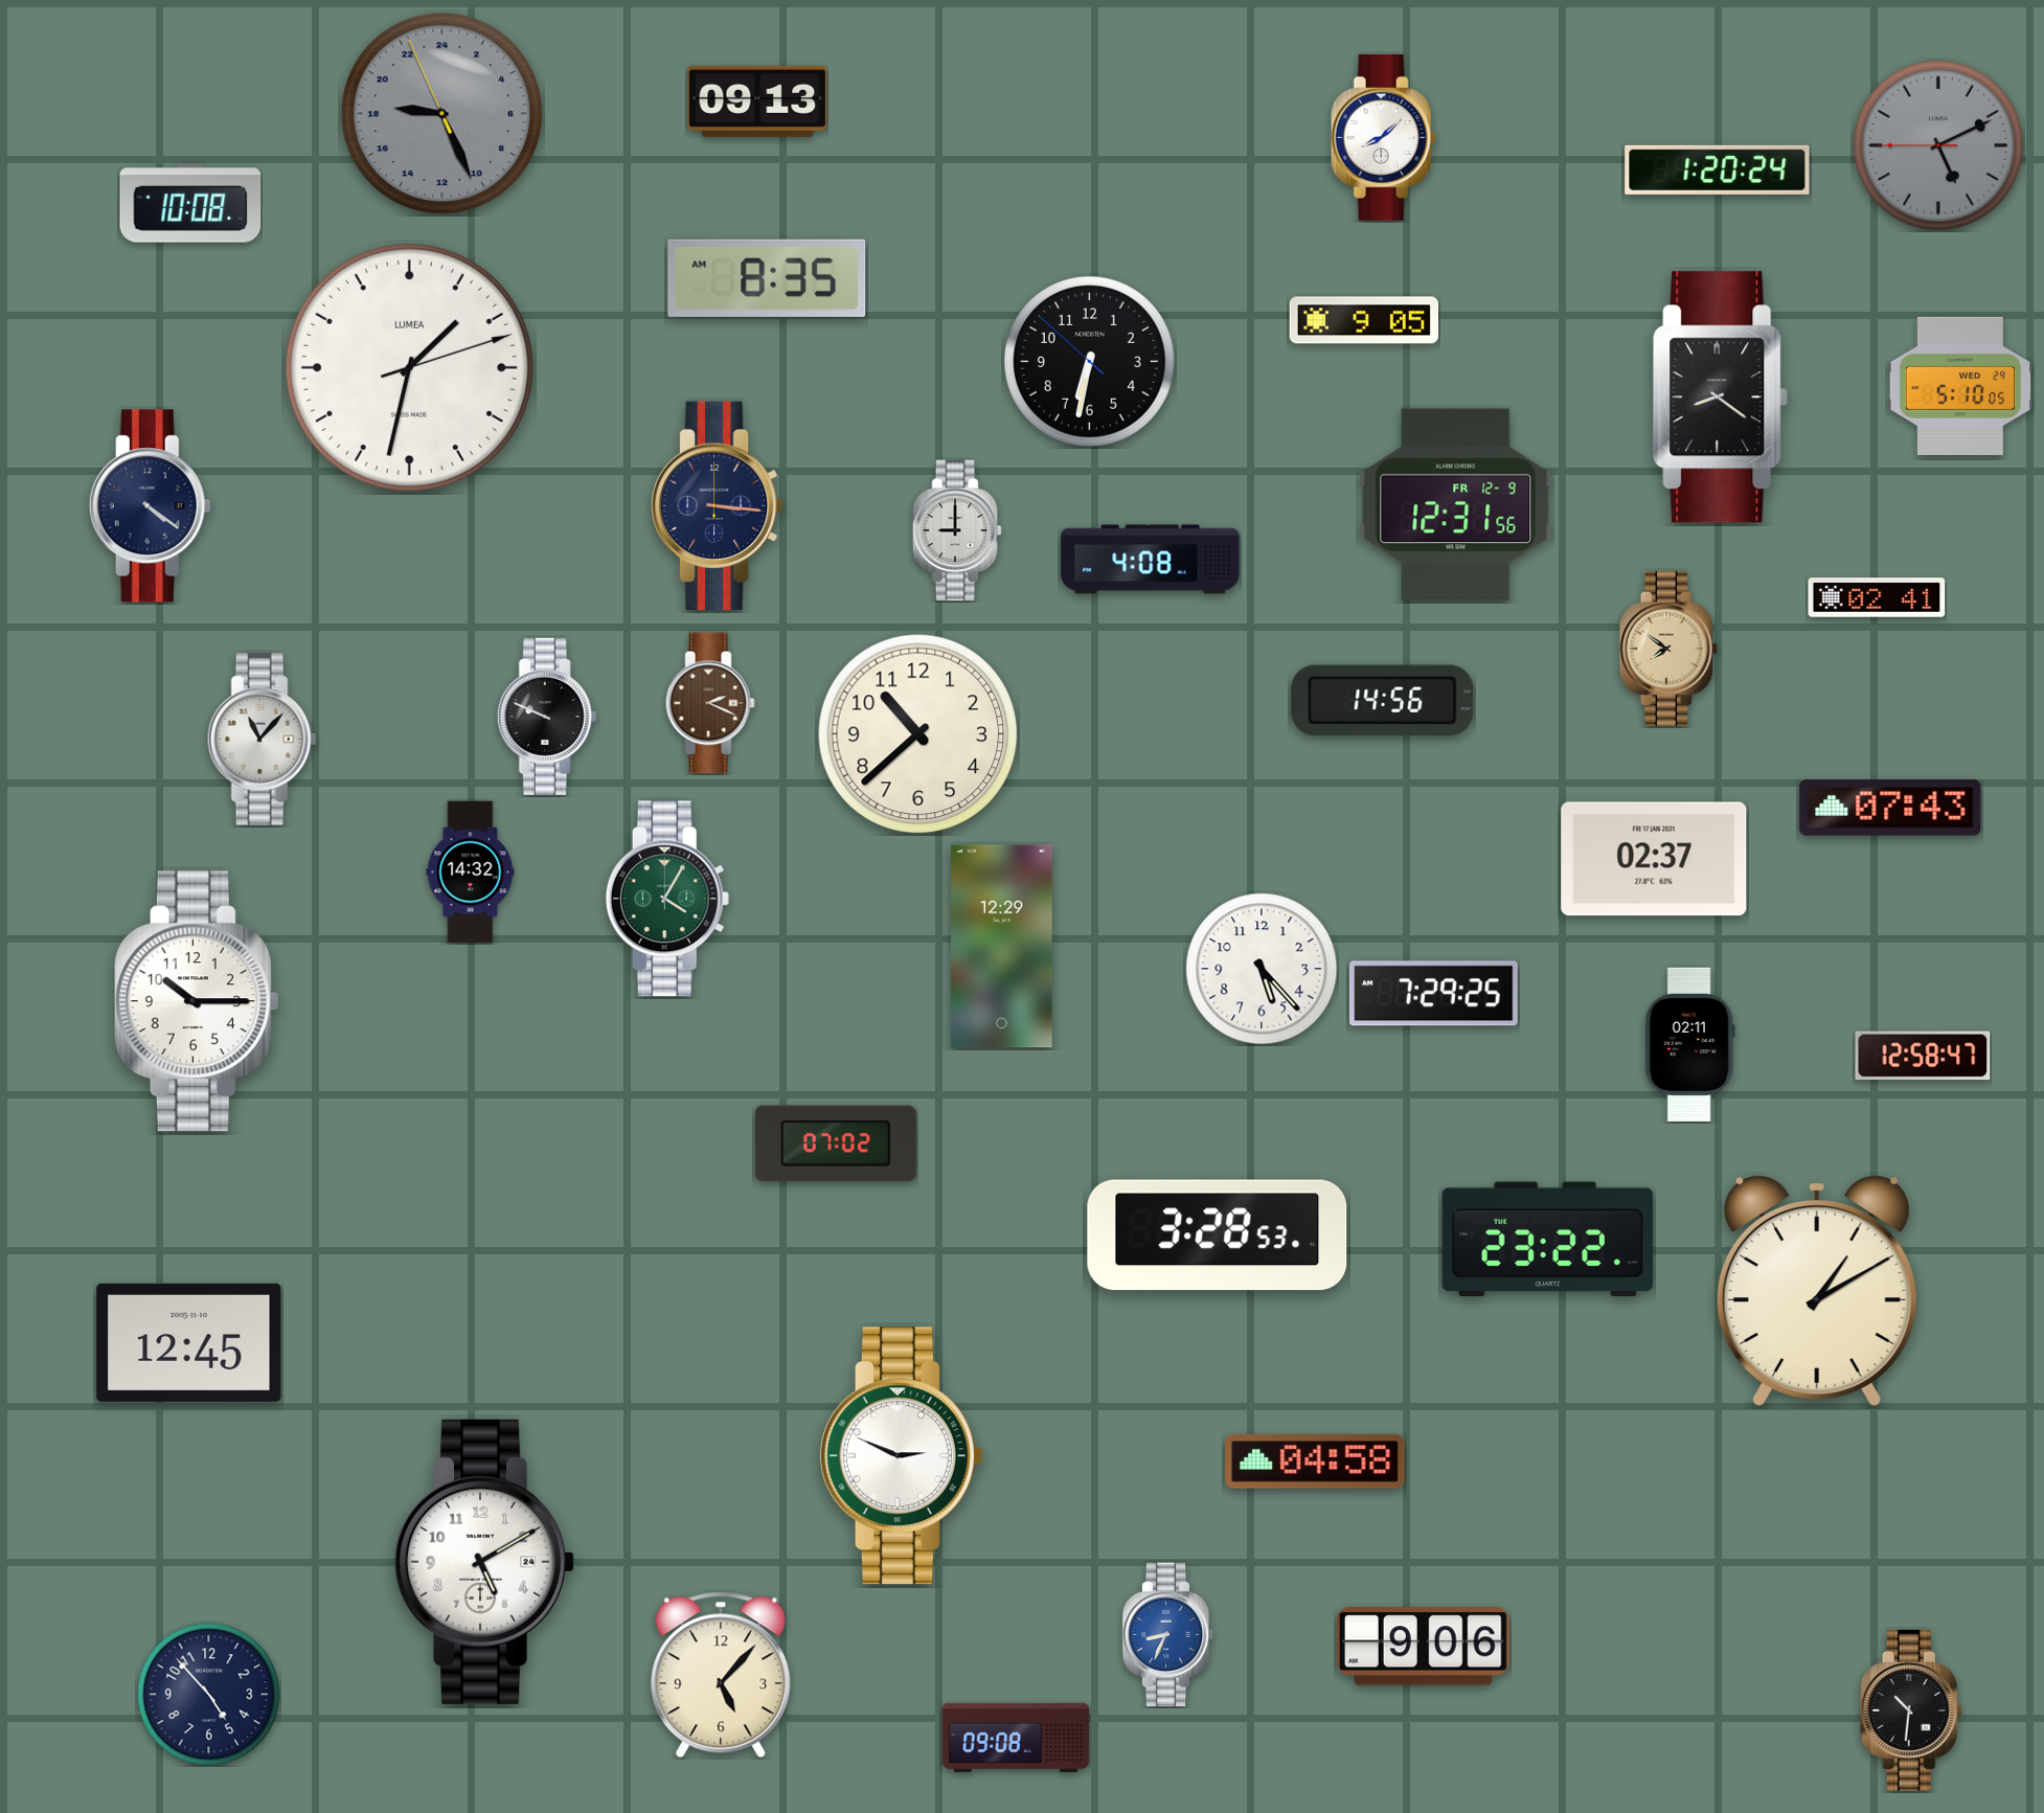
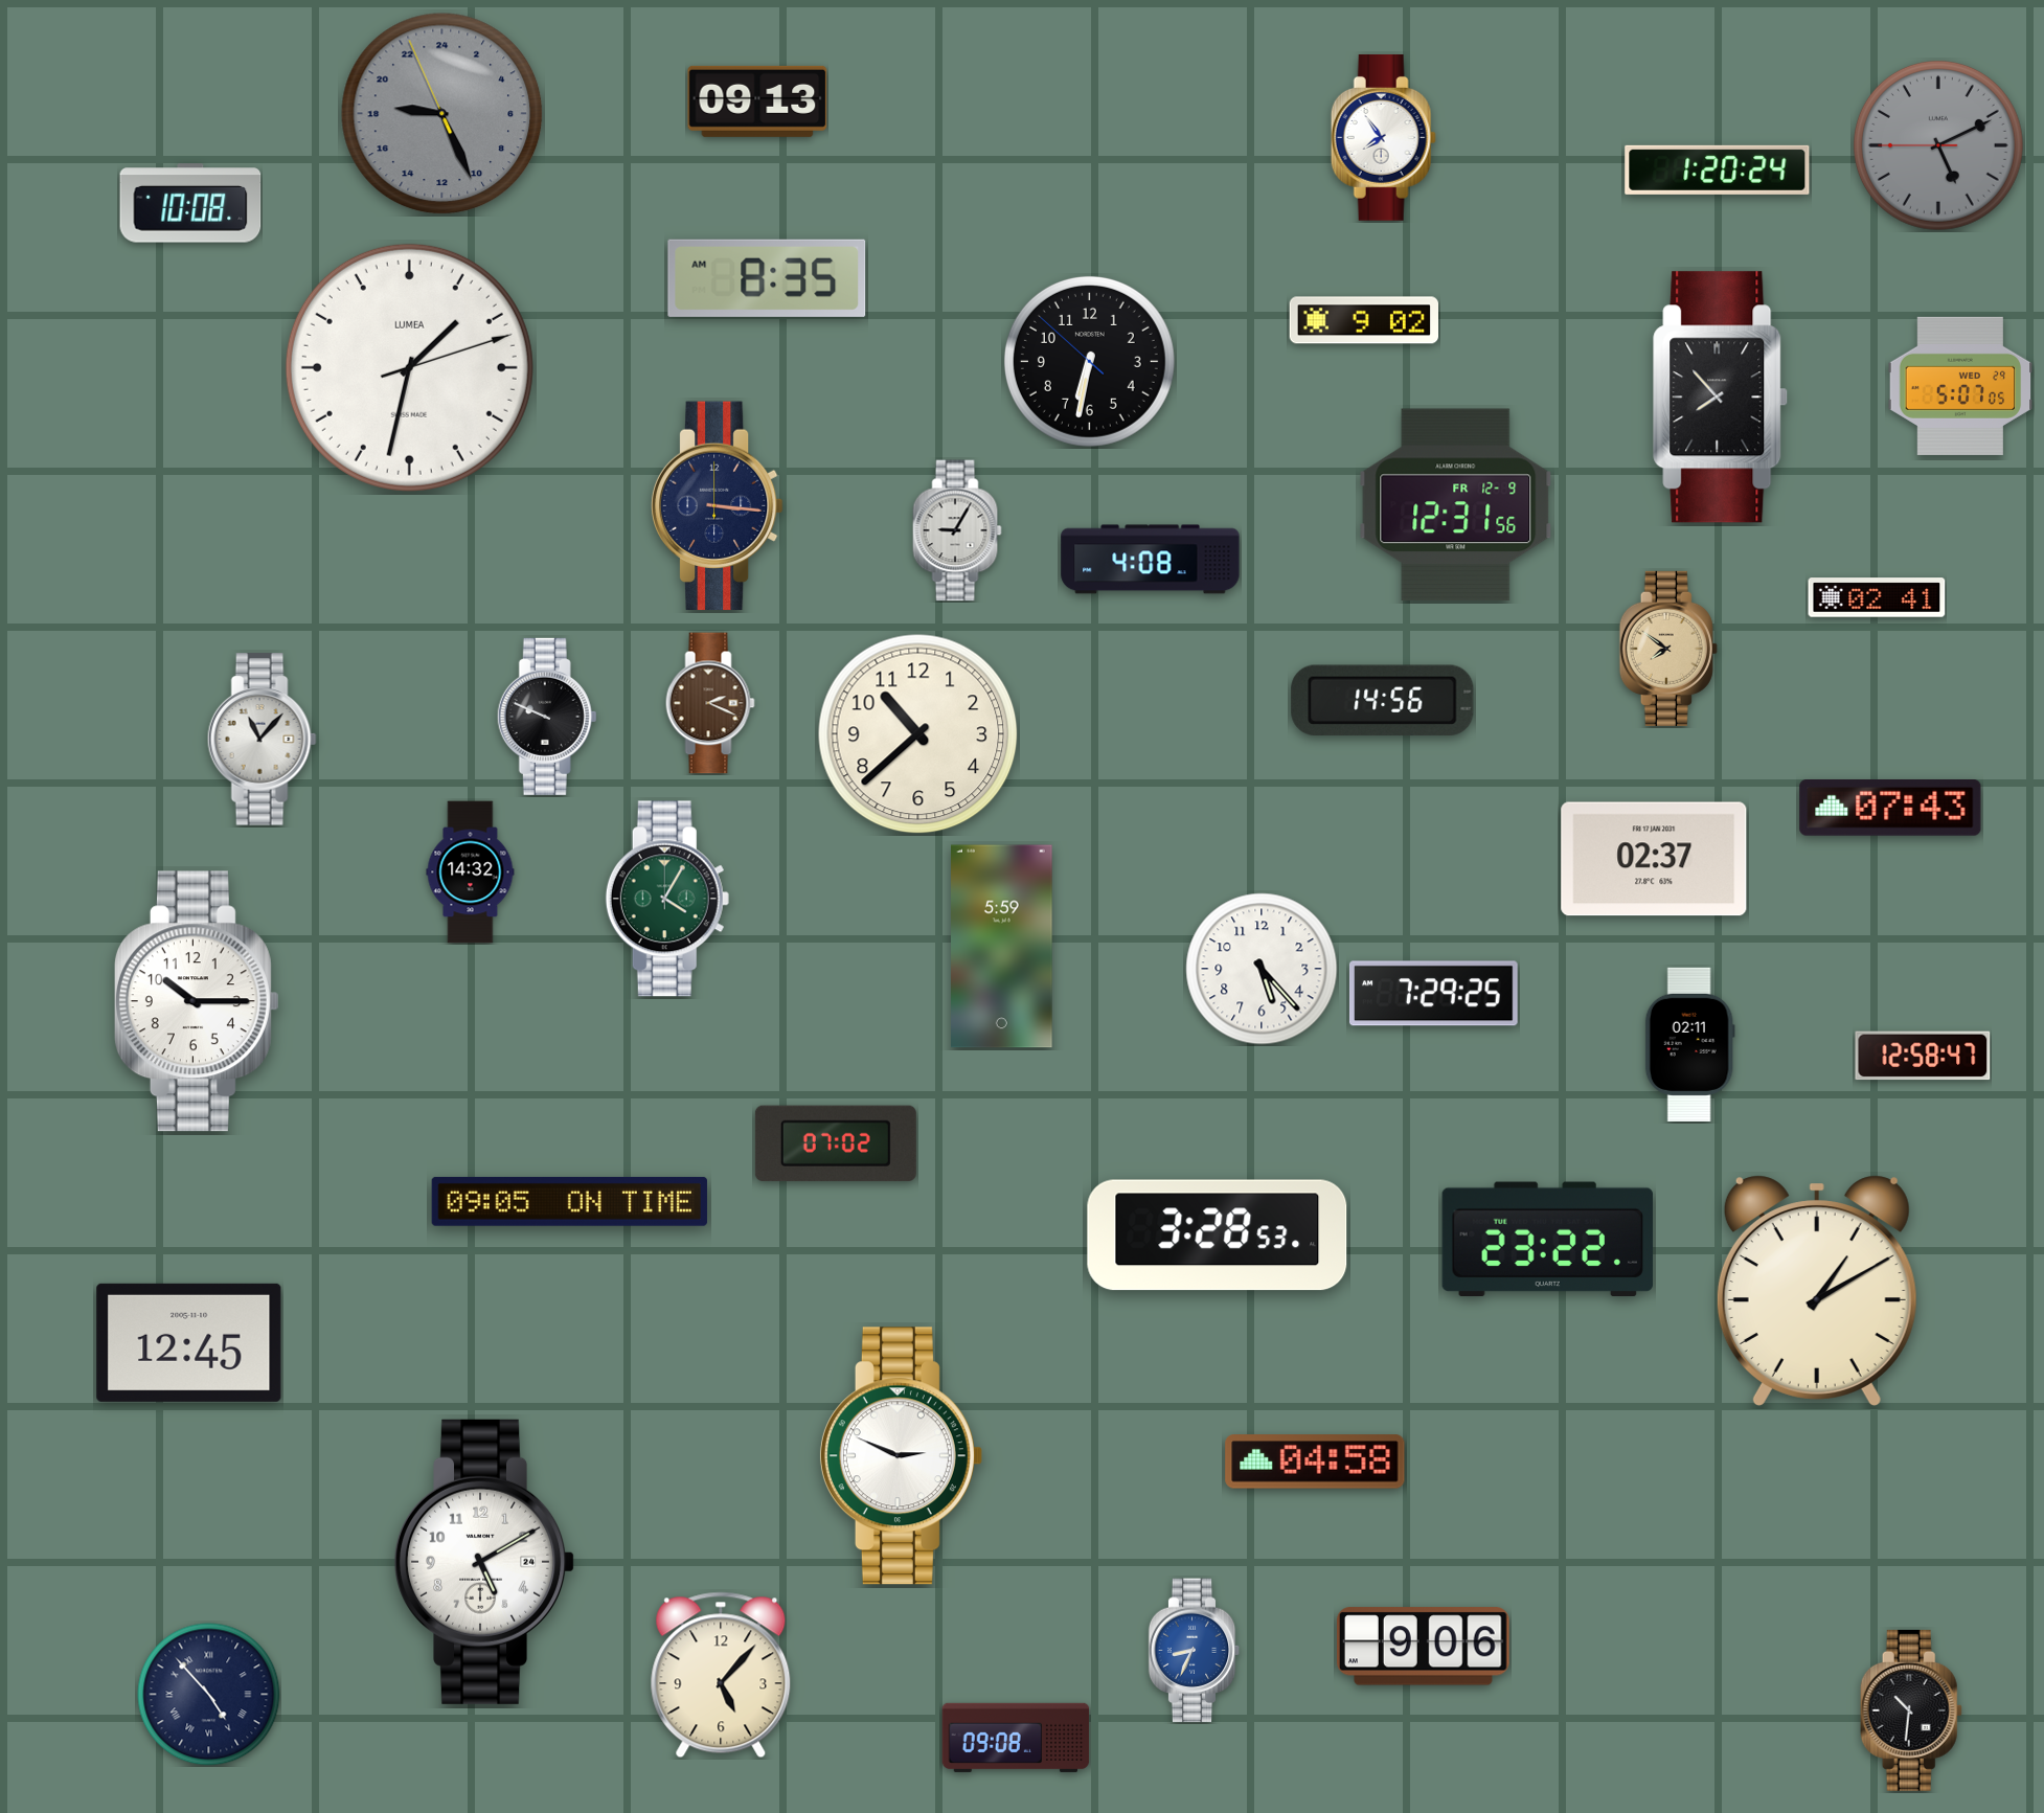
clock at (1383, 137): 8:08 -> 7:54
clock at (1363, 320): 9:05 -> 9:02
clock at (1960, 386): 5:10 -> 5:07
clock at (1721, 398): 8:21 -> 7:53
clock at (150, 506): 4:21 -> none
clock at (957, 530): 9:00 -> 9:05
clock at (1002, 947): 12:29 -> 5:59
clock at (569, 1201): none -> 09:05
clock at (1168, 1635) position: (1168, 1635) -> (1195, 1651)
clock at (209, 1695) numerals: Arabic -> Roman
